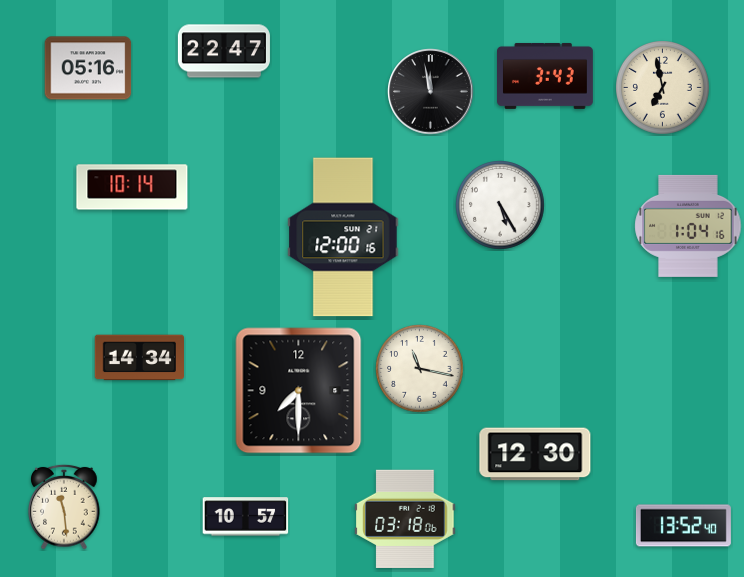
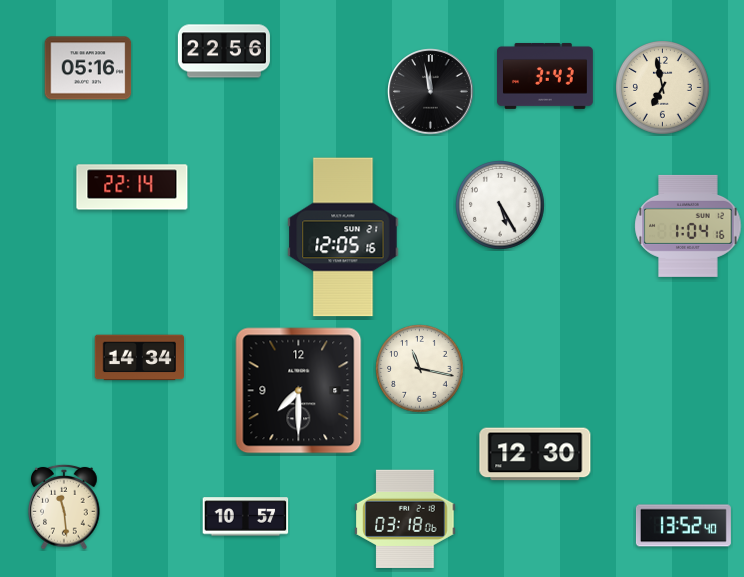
clock at (224, 51): 22:47 -> 22:56
clock at (132, 187): 10:14 -> 22:14
clock at (343, 237): 12:00 -> 12:05
